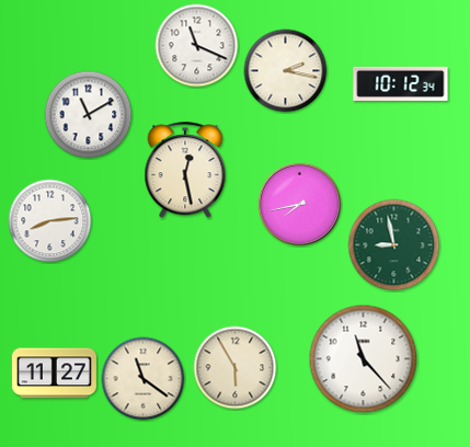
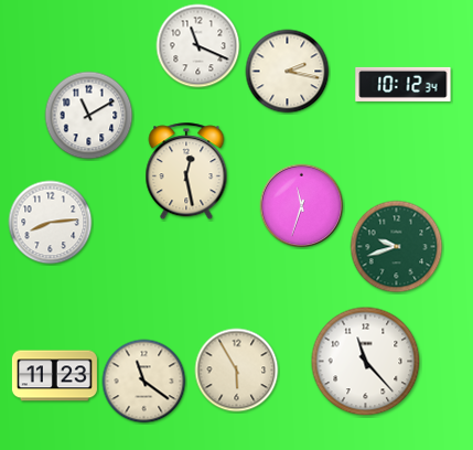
clock at (300, 205): 7:43 -> 11:33
clock at (394, 245): 8:58 -> 9:42
clock at (54, 374): 11:27 -> 11:23
